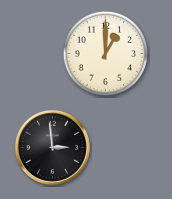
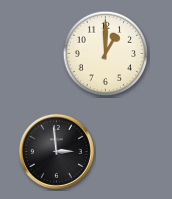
clock at (52, 147) position: (52, 147) -> (56, 151)
